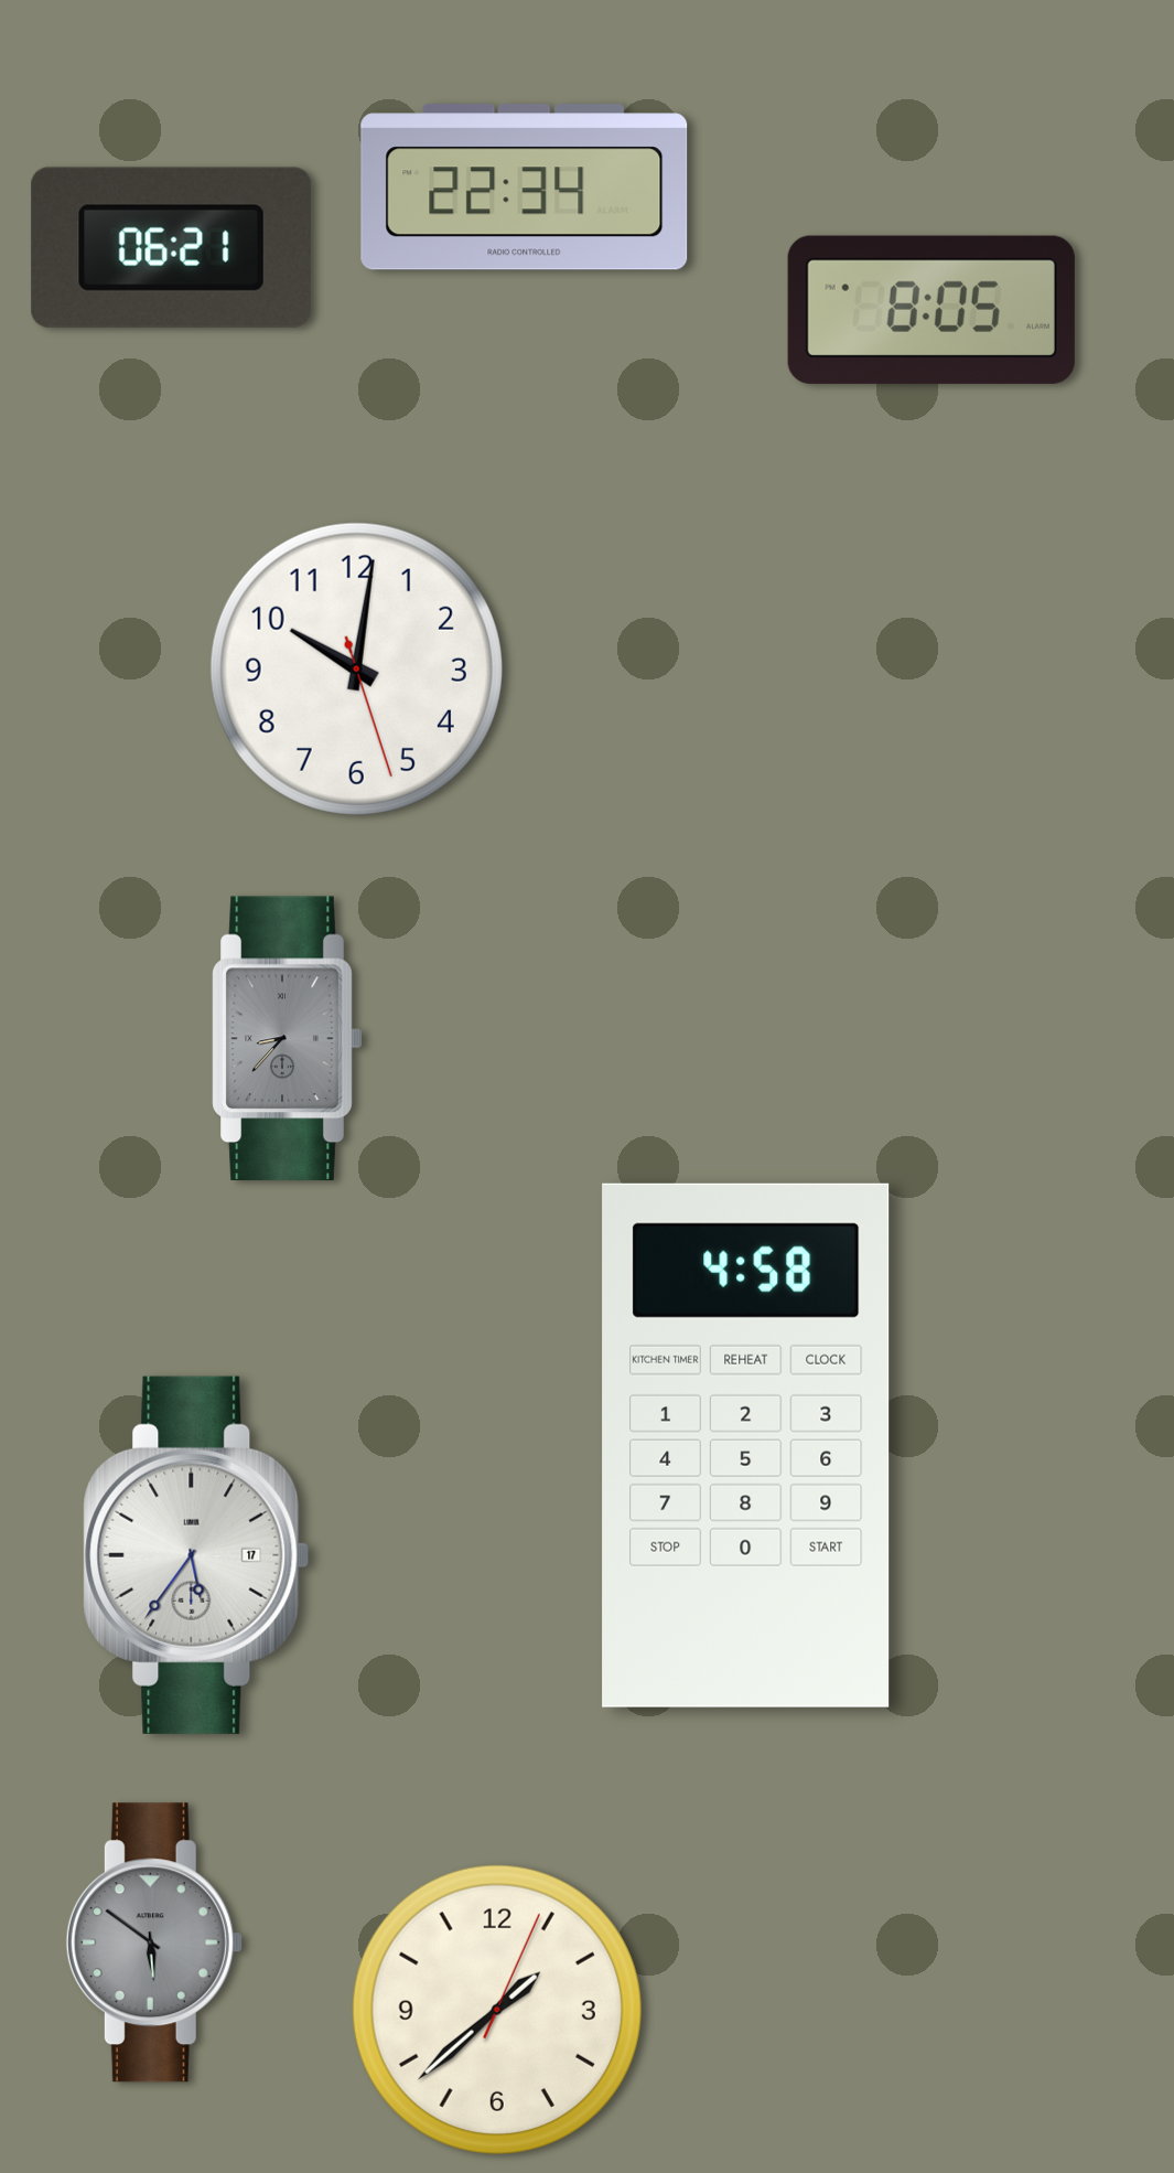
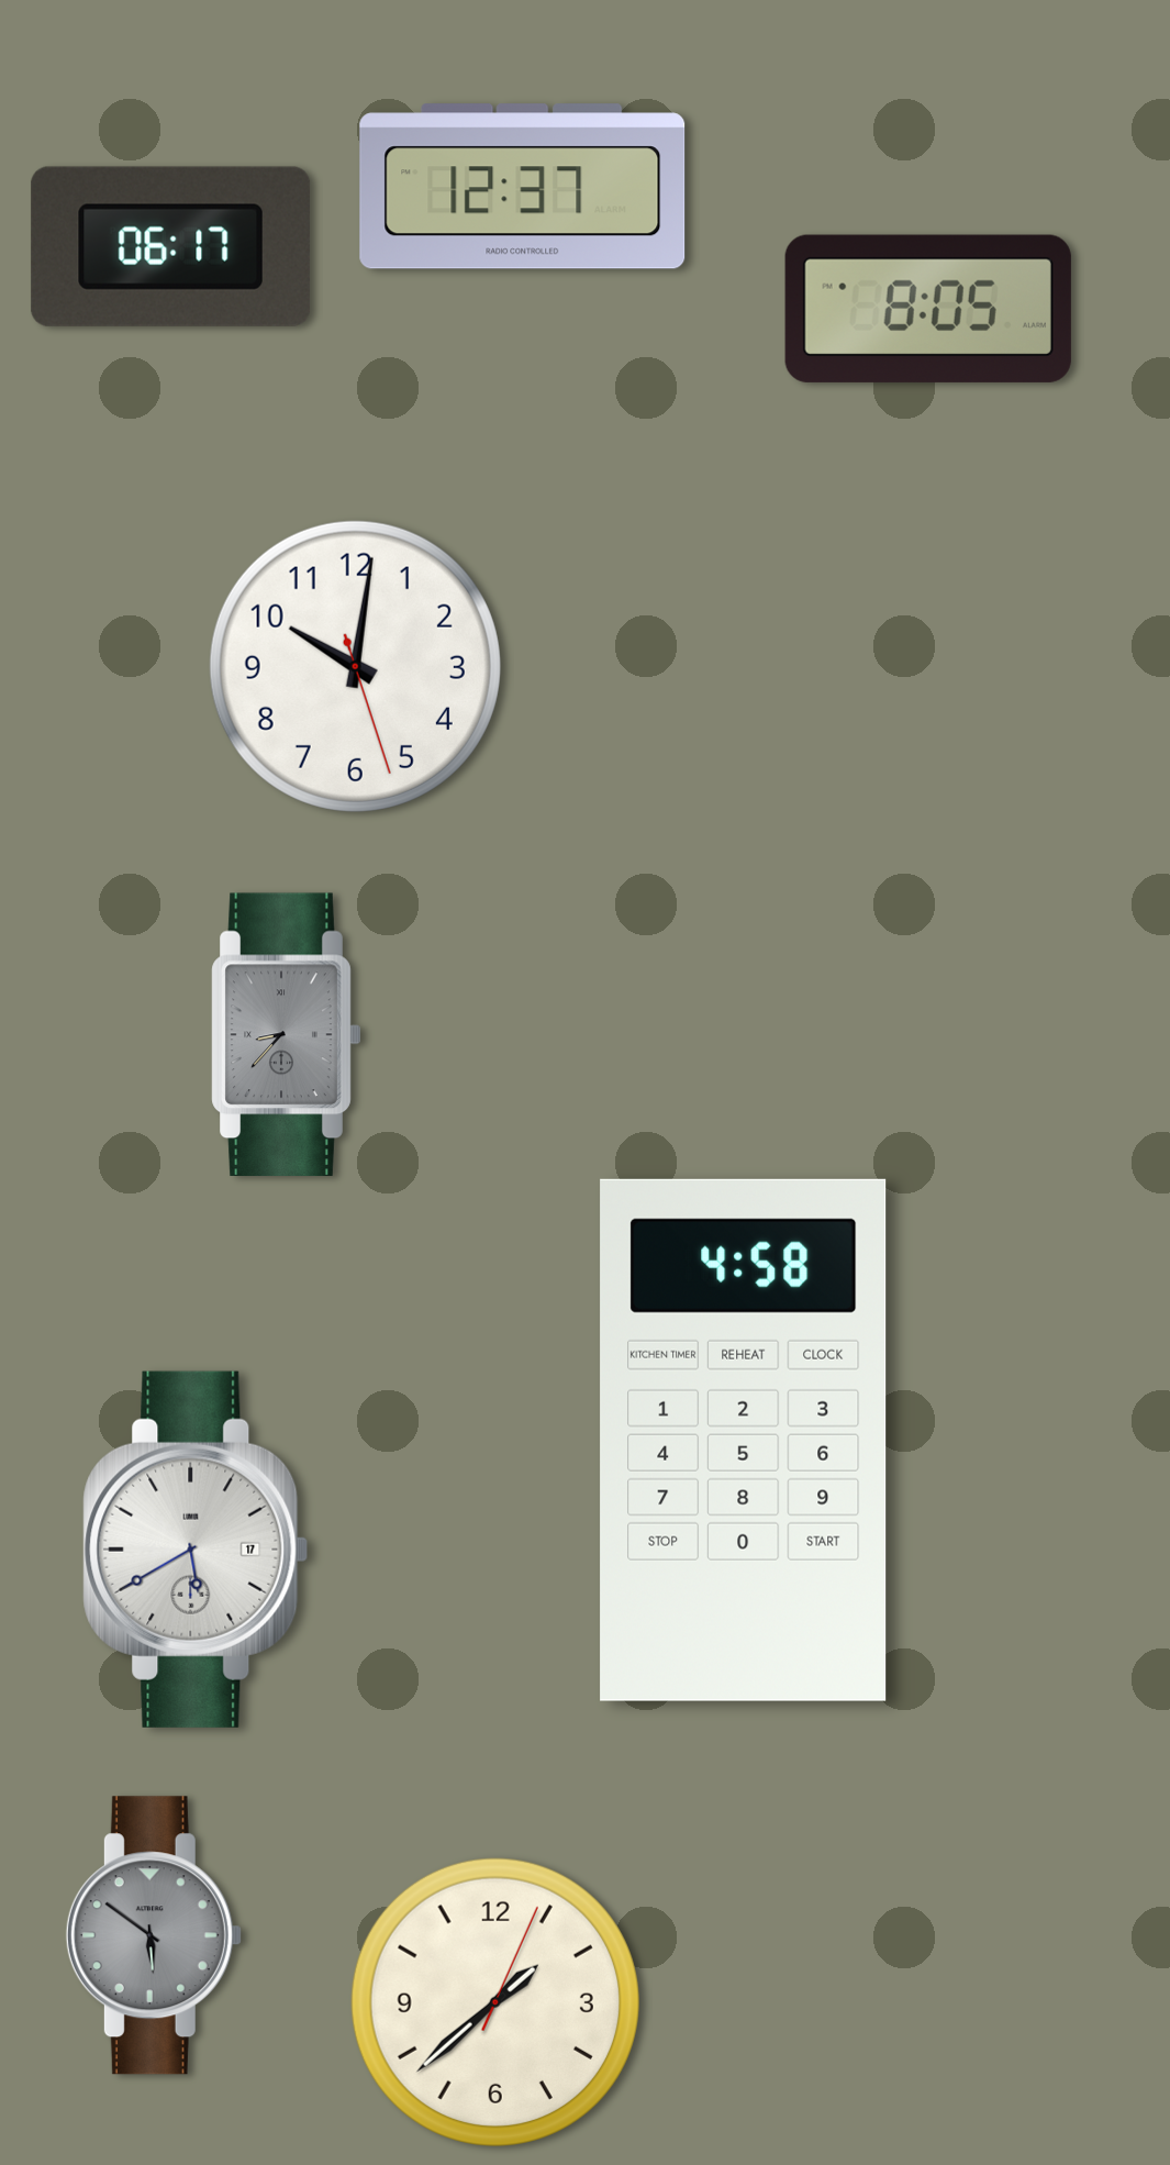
clock at (525, 188): 22:34 -> 12:37
clock at (172, 247): 06:21 -> 06:17
clock at (196, 1555): 5:36 -> 5:40
